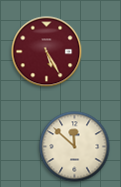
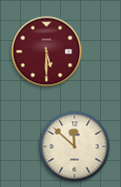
clock at (47, 52): 5:25 -> 5:30
